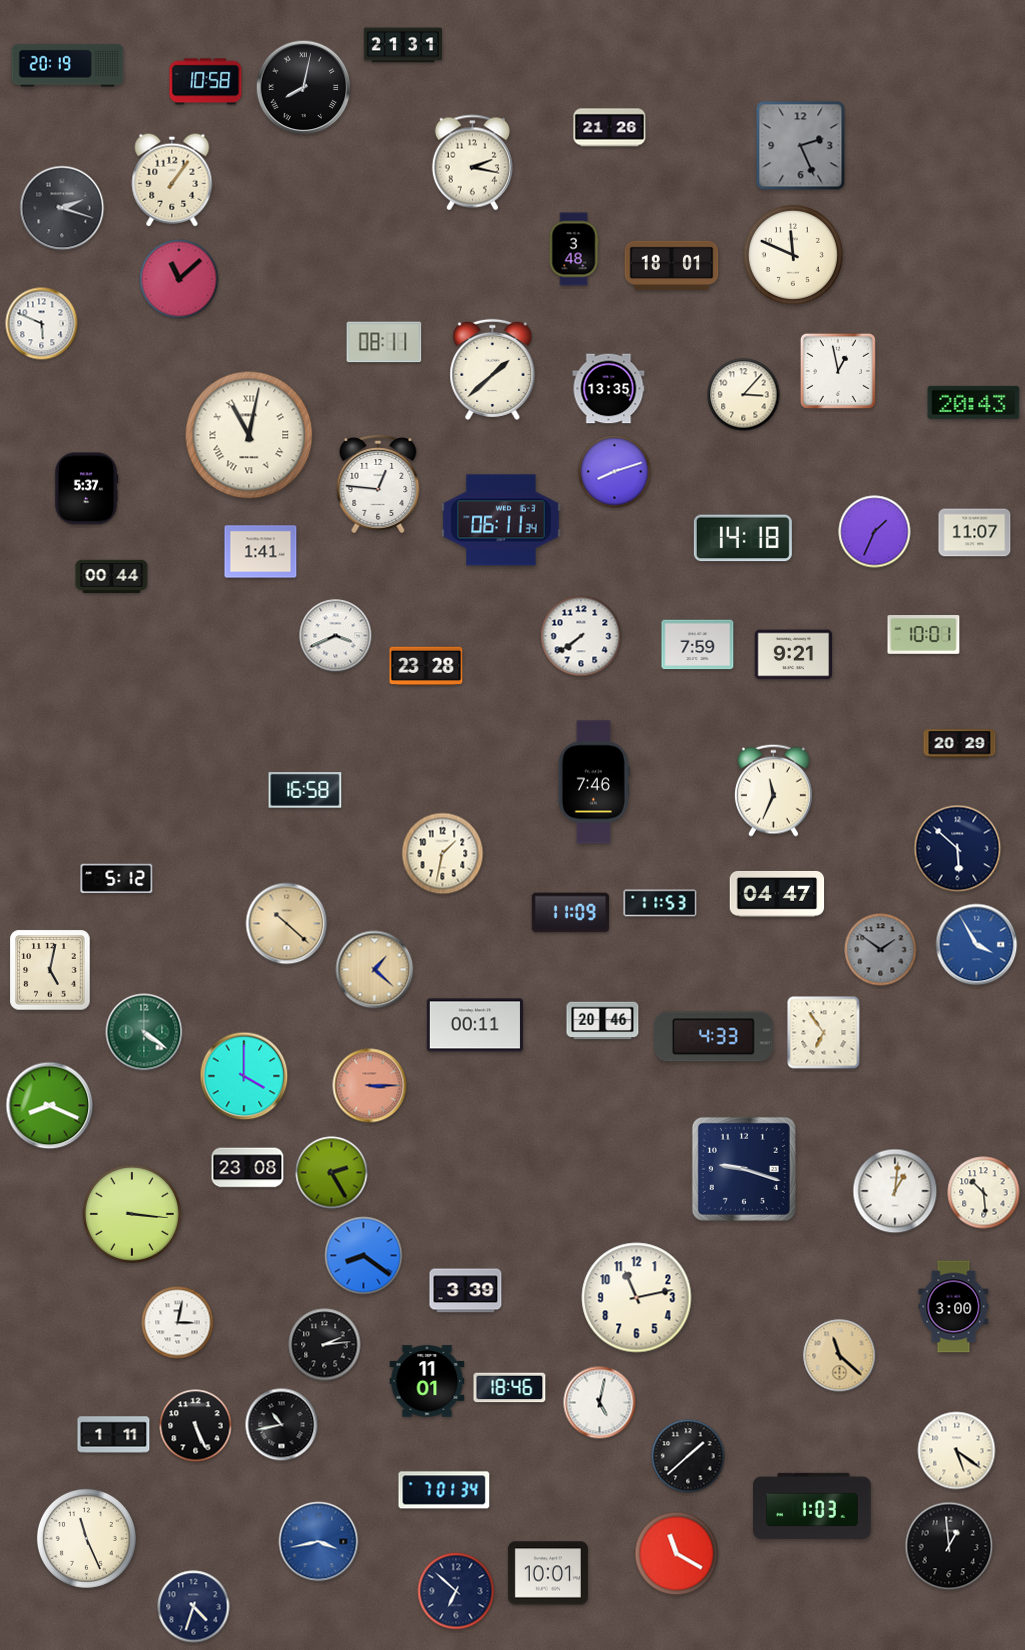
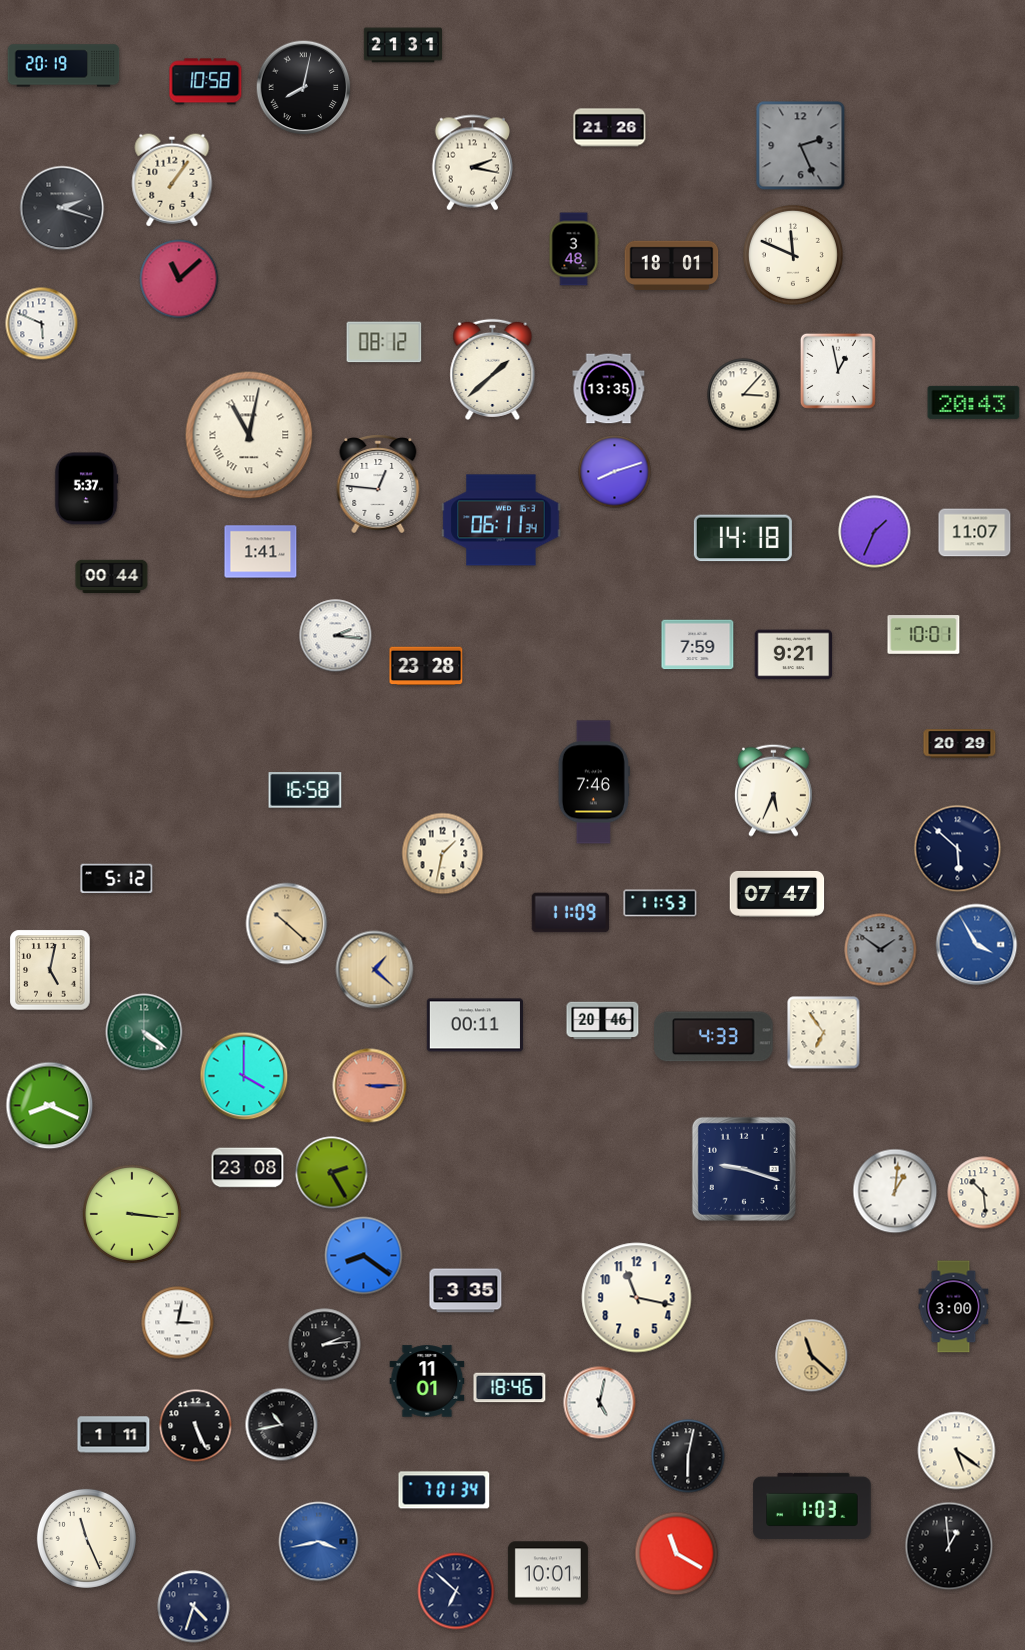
clock at (68, 66) position: (68, 66) -> (64, 66)
clock at (384, 342): 08:11 -> 08:12
clock at (336, 636): 3:41 -> 2:16
clock at (581, 636): 7:39 -> none
clock at (773, 790): 11:34 -> 5:34
clock at (777, 894): 04:47 -> 07:47
clock at (466, 1291): 3:39 -> 3:35
clock at (637, 1298): 11:13 -> 11:17
clock at (840, 1356) position: (840, 1356) -> (812, 1356)
clock at (688, 1456): 1:38 -> 6:02
